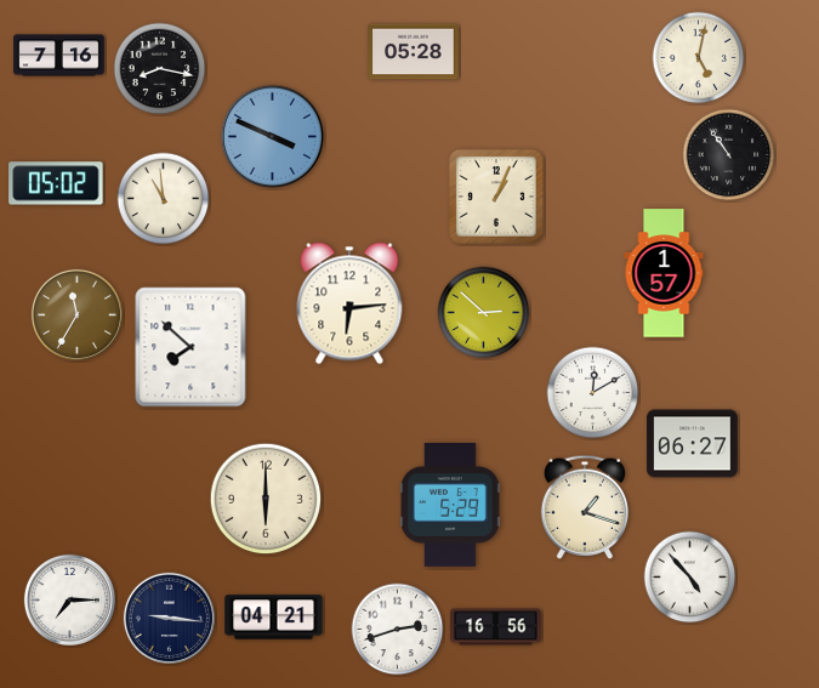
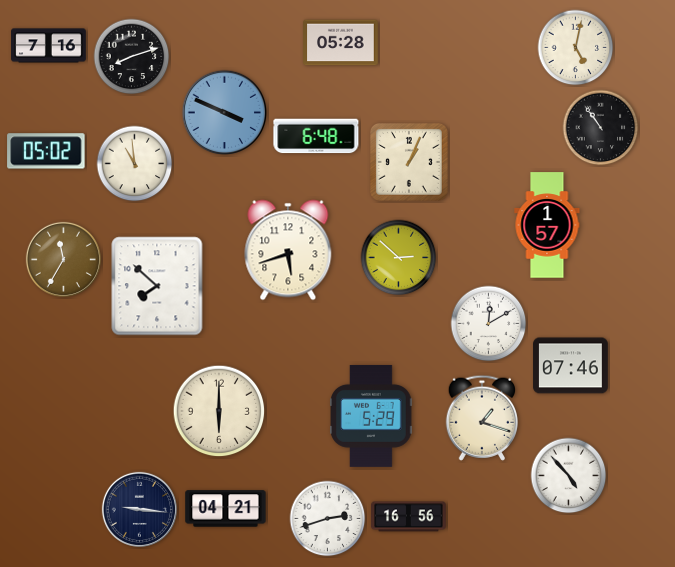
clock at (160, 69): 8:17 -> 8:12
clock at (316, 136): none -> 6:48
clock at (349, 303): 6:14 -> 5:42
clock at (693, 444): 06:27 -> 07:46
clock at (69, 599): 7:15 -> none
